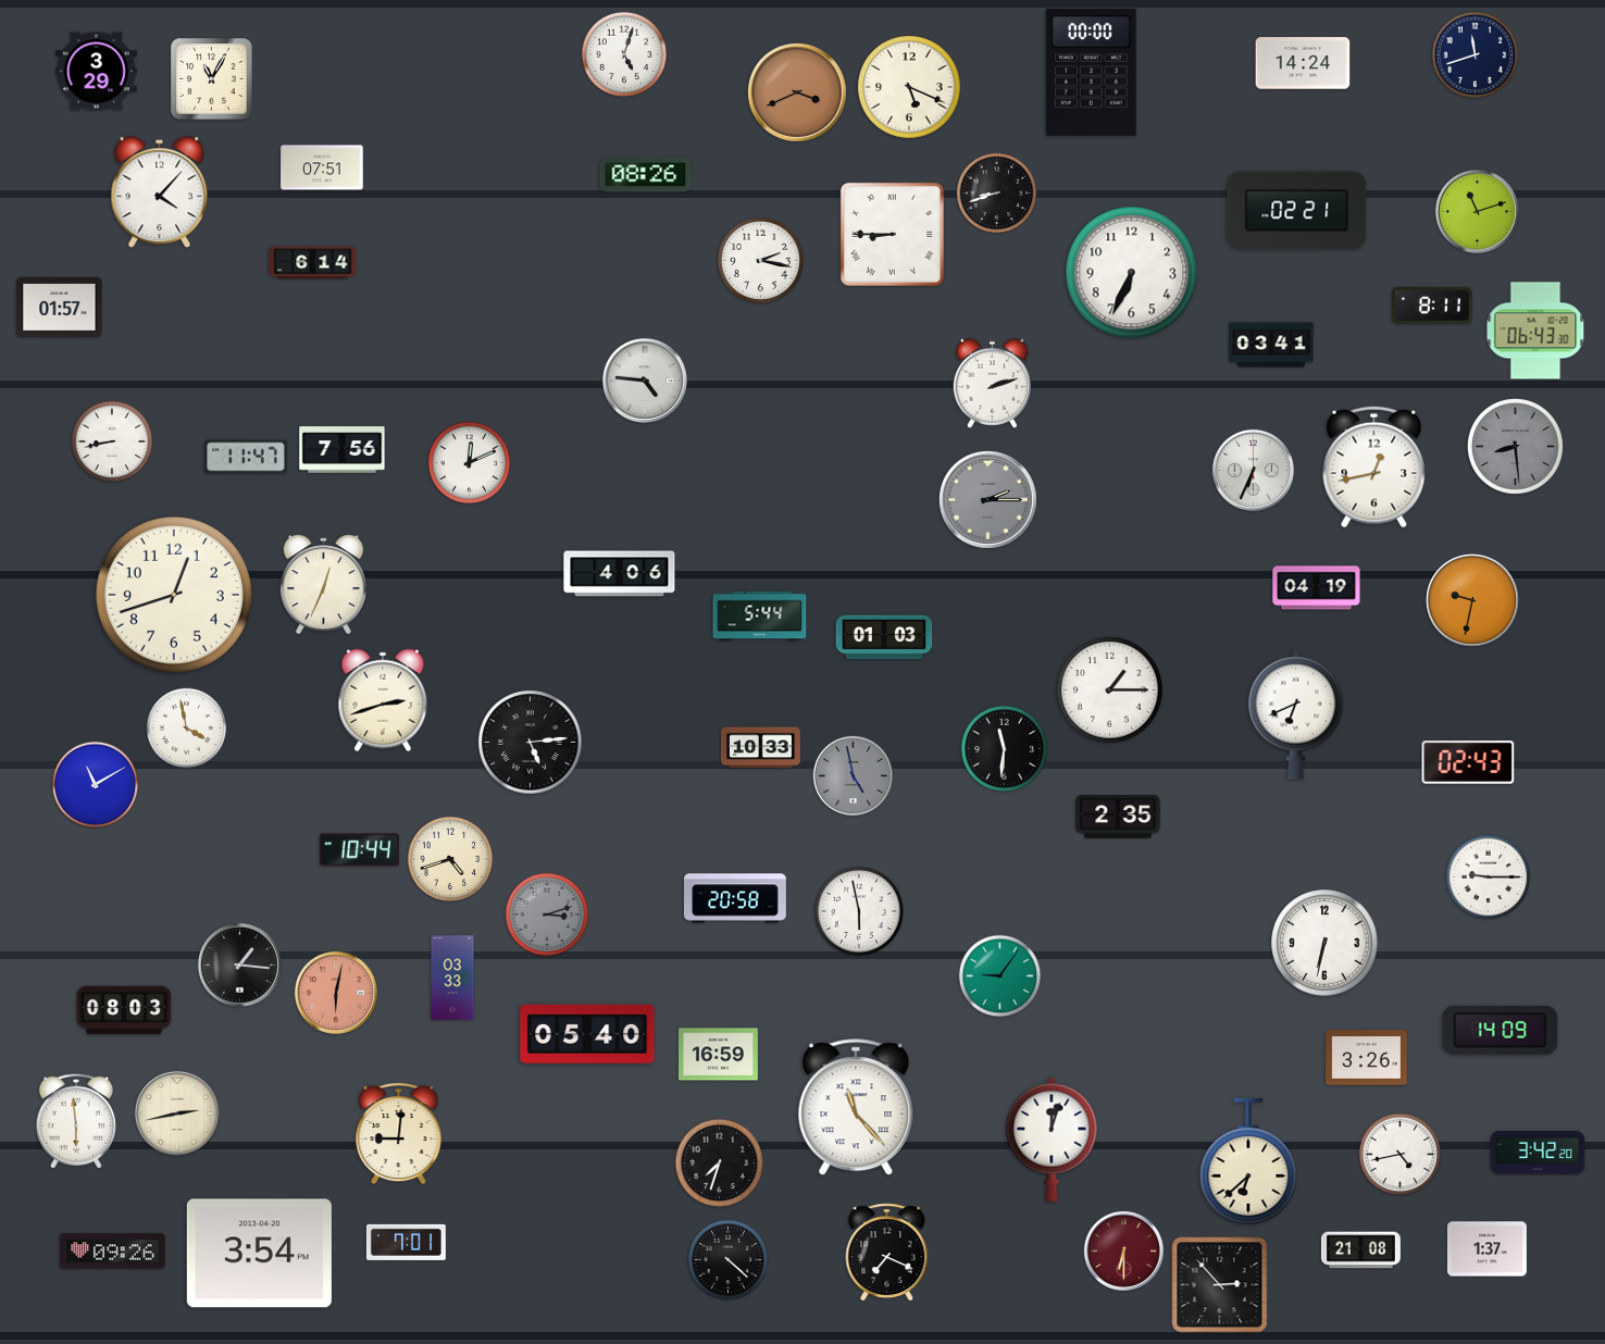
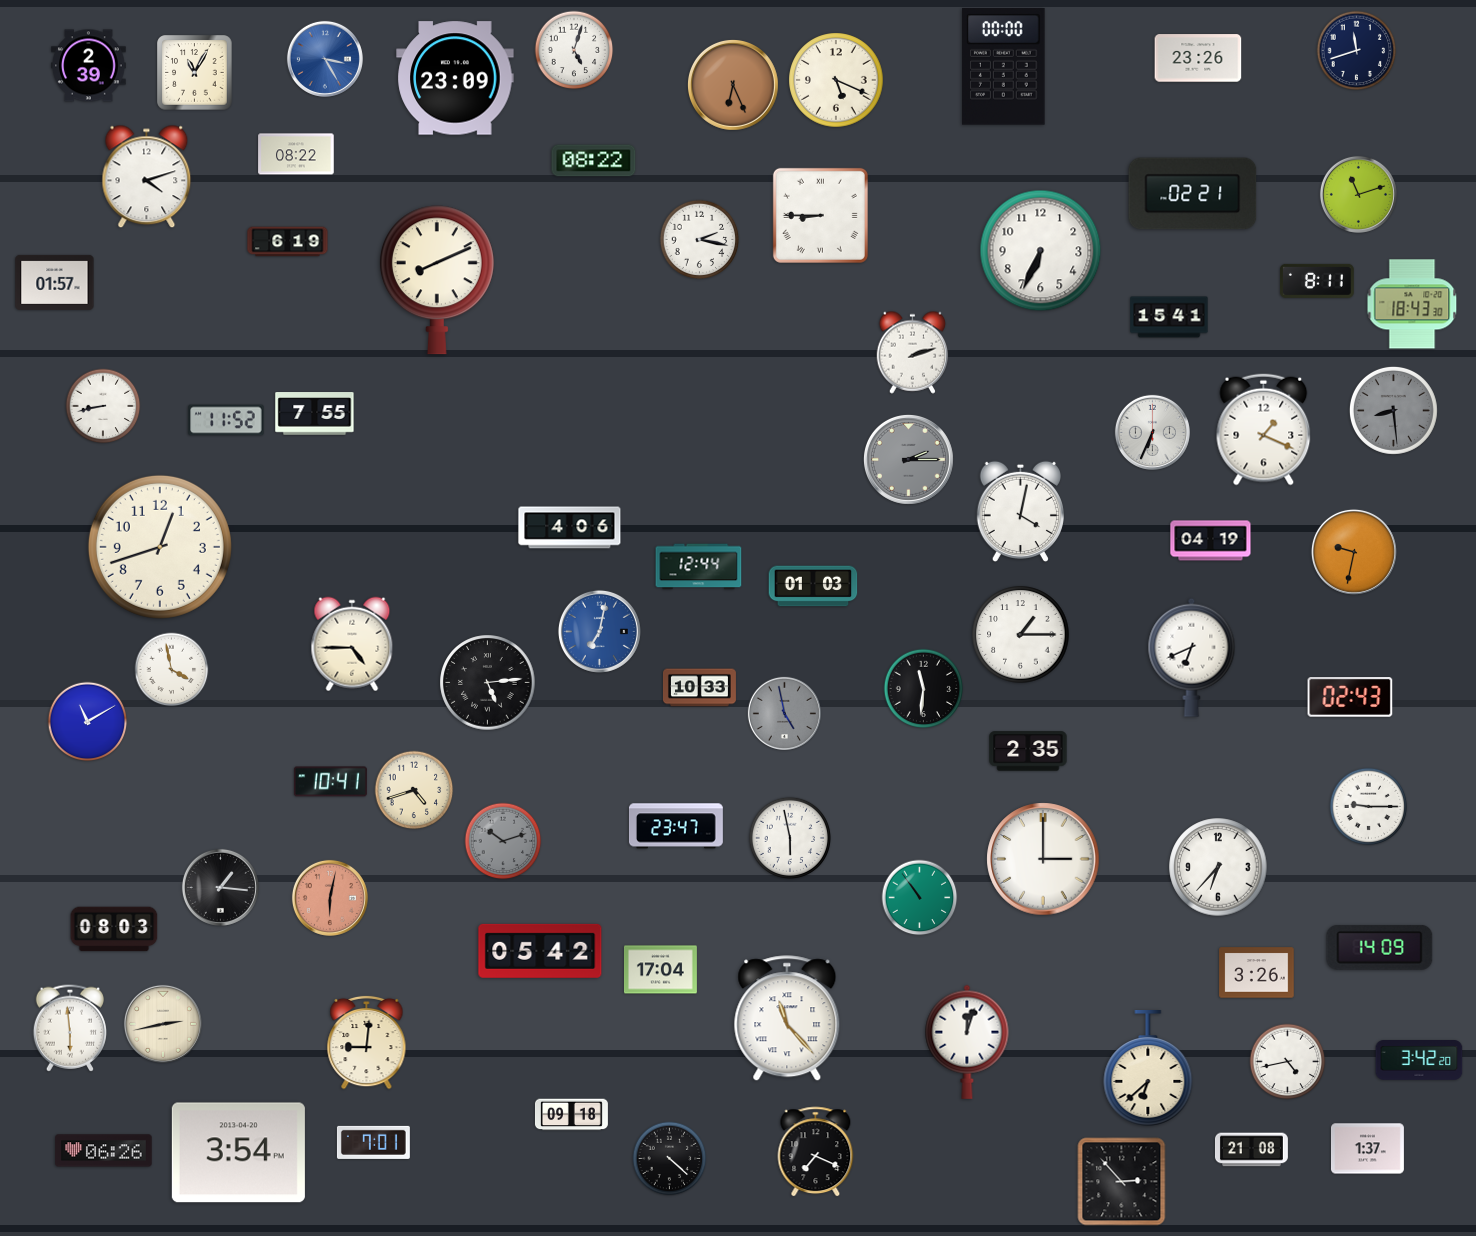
clock at (1303, 63): 14:24 -> 23:26
clock at (325, 59): none -> 3:25
clock at (97, 72): 3:29 -> 2:39
clock at (455, 78): none -> 23:09
clock at (797, 92): 3:41 -> 6:26
clock at (322, 167): 07:51 -> 08:22
clock at (646, 175): 08:26 -> 08:22
clock at (160, 192): 4:07 -> 4:12
clock at (997, 194): 8:42 -> none
clock at (313, 263): 6:14 -> 6:19
clock at (437, 280): none -> 8:11
clock at (1535, 331): 06:43 -> 18:43
clock at (1271, 345): 03:41 -> 15:41
clock at (645, 381): 4:46 -> none
clock at (343, 450): 7:56 -> 7:55
clock at (246, 457): 11:47 -> 11:52
clock at (470, 463): 12:11 -> none
clock at (1374, 468): 12:43 -> 1:19
clock at (1020, 512): none -> 4:02
clock at (323, 585): 12:34 -> none
clock at (760, 617): 5:44 -> 12:44
clock at (599, 631): none -> 7:02
clock at (383, 700): 2:42 -> 4:45
clock at (1468, 763) position: (1468, 763) -> (1350, 698)
clock at (359, 850): 10:44 -> 10:41
clock at (735, 898): 20:58 -> 23:47
clock at (547, 914): 3:12 -> 10:12
clock at (1043, 859): none -> 3:00
clock at (1324, 943): 6:32 -> 6:37
clock at (1000, 976): 9:06 -> 10:54
clock at (452, 978): 03:33 -> none
clock at (336, 993) position: (336, 993) -> (330, 898)
clock at (587, 1034): 05:40 -> 05:42
clock at (718, 1055): 16:59 -> 17:04
clock at (75, 1121) position: (75, 1121) -> (69, 1028)
clock at (1052, 1140) position: (1052, 1140) -> (967, 1042)
clock at (1538, 1154) position: (1538, 1154) -> (1419, 1061)
clock at (719, 1162): 7:33 -> none
clock at (571, 1115): none -> 09:18
clock at (1123, 1250): 6:30 -> none
clock at (113, 1252): 09:26 -> 06:26
